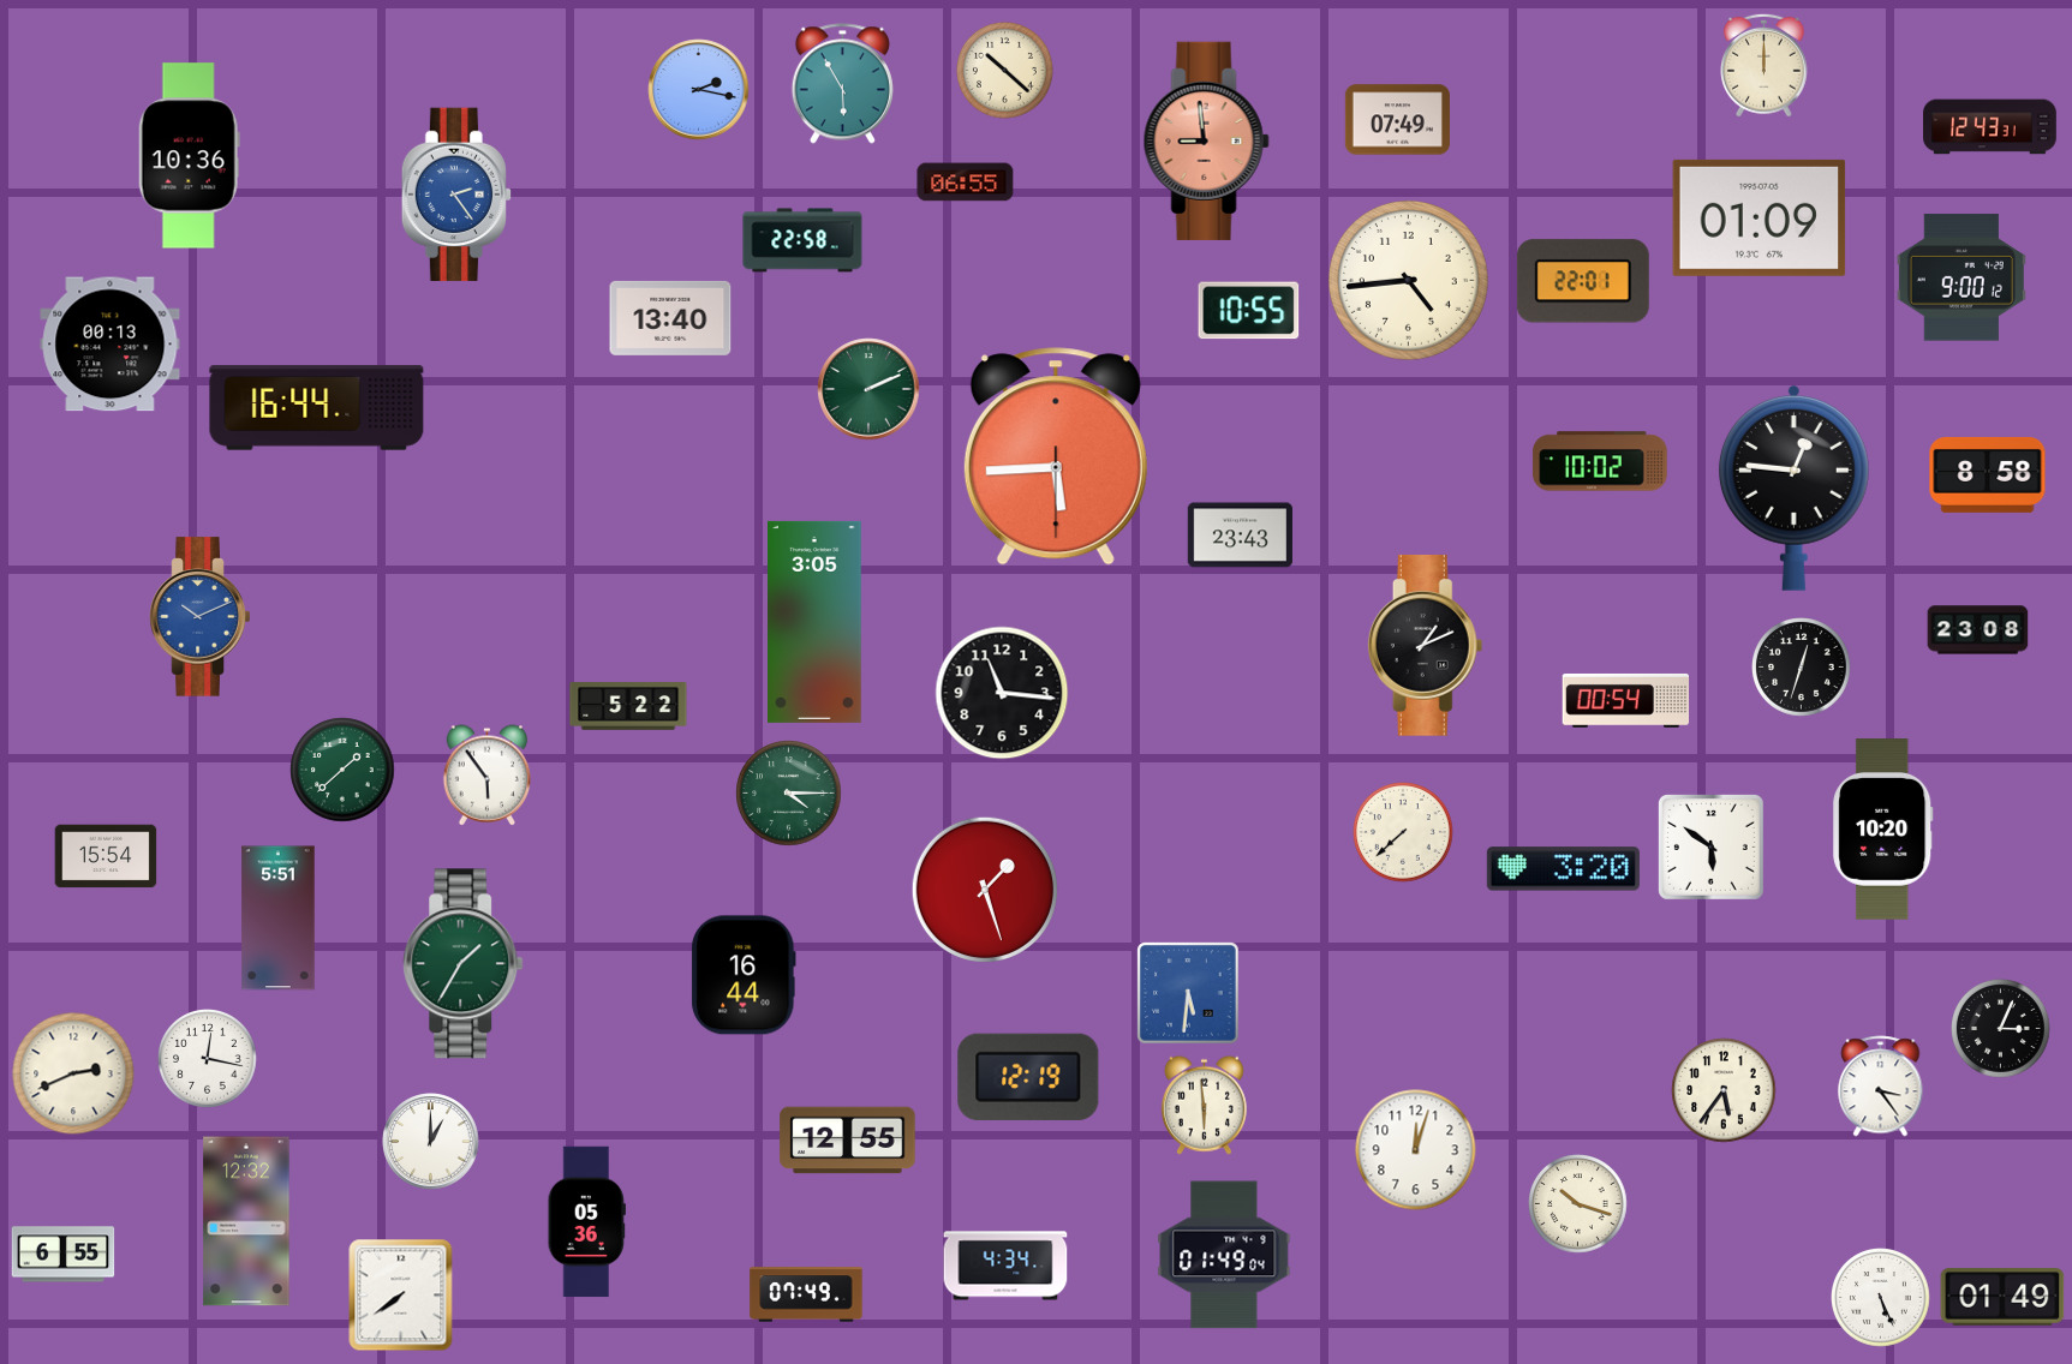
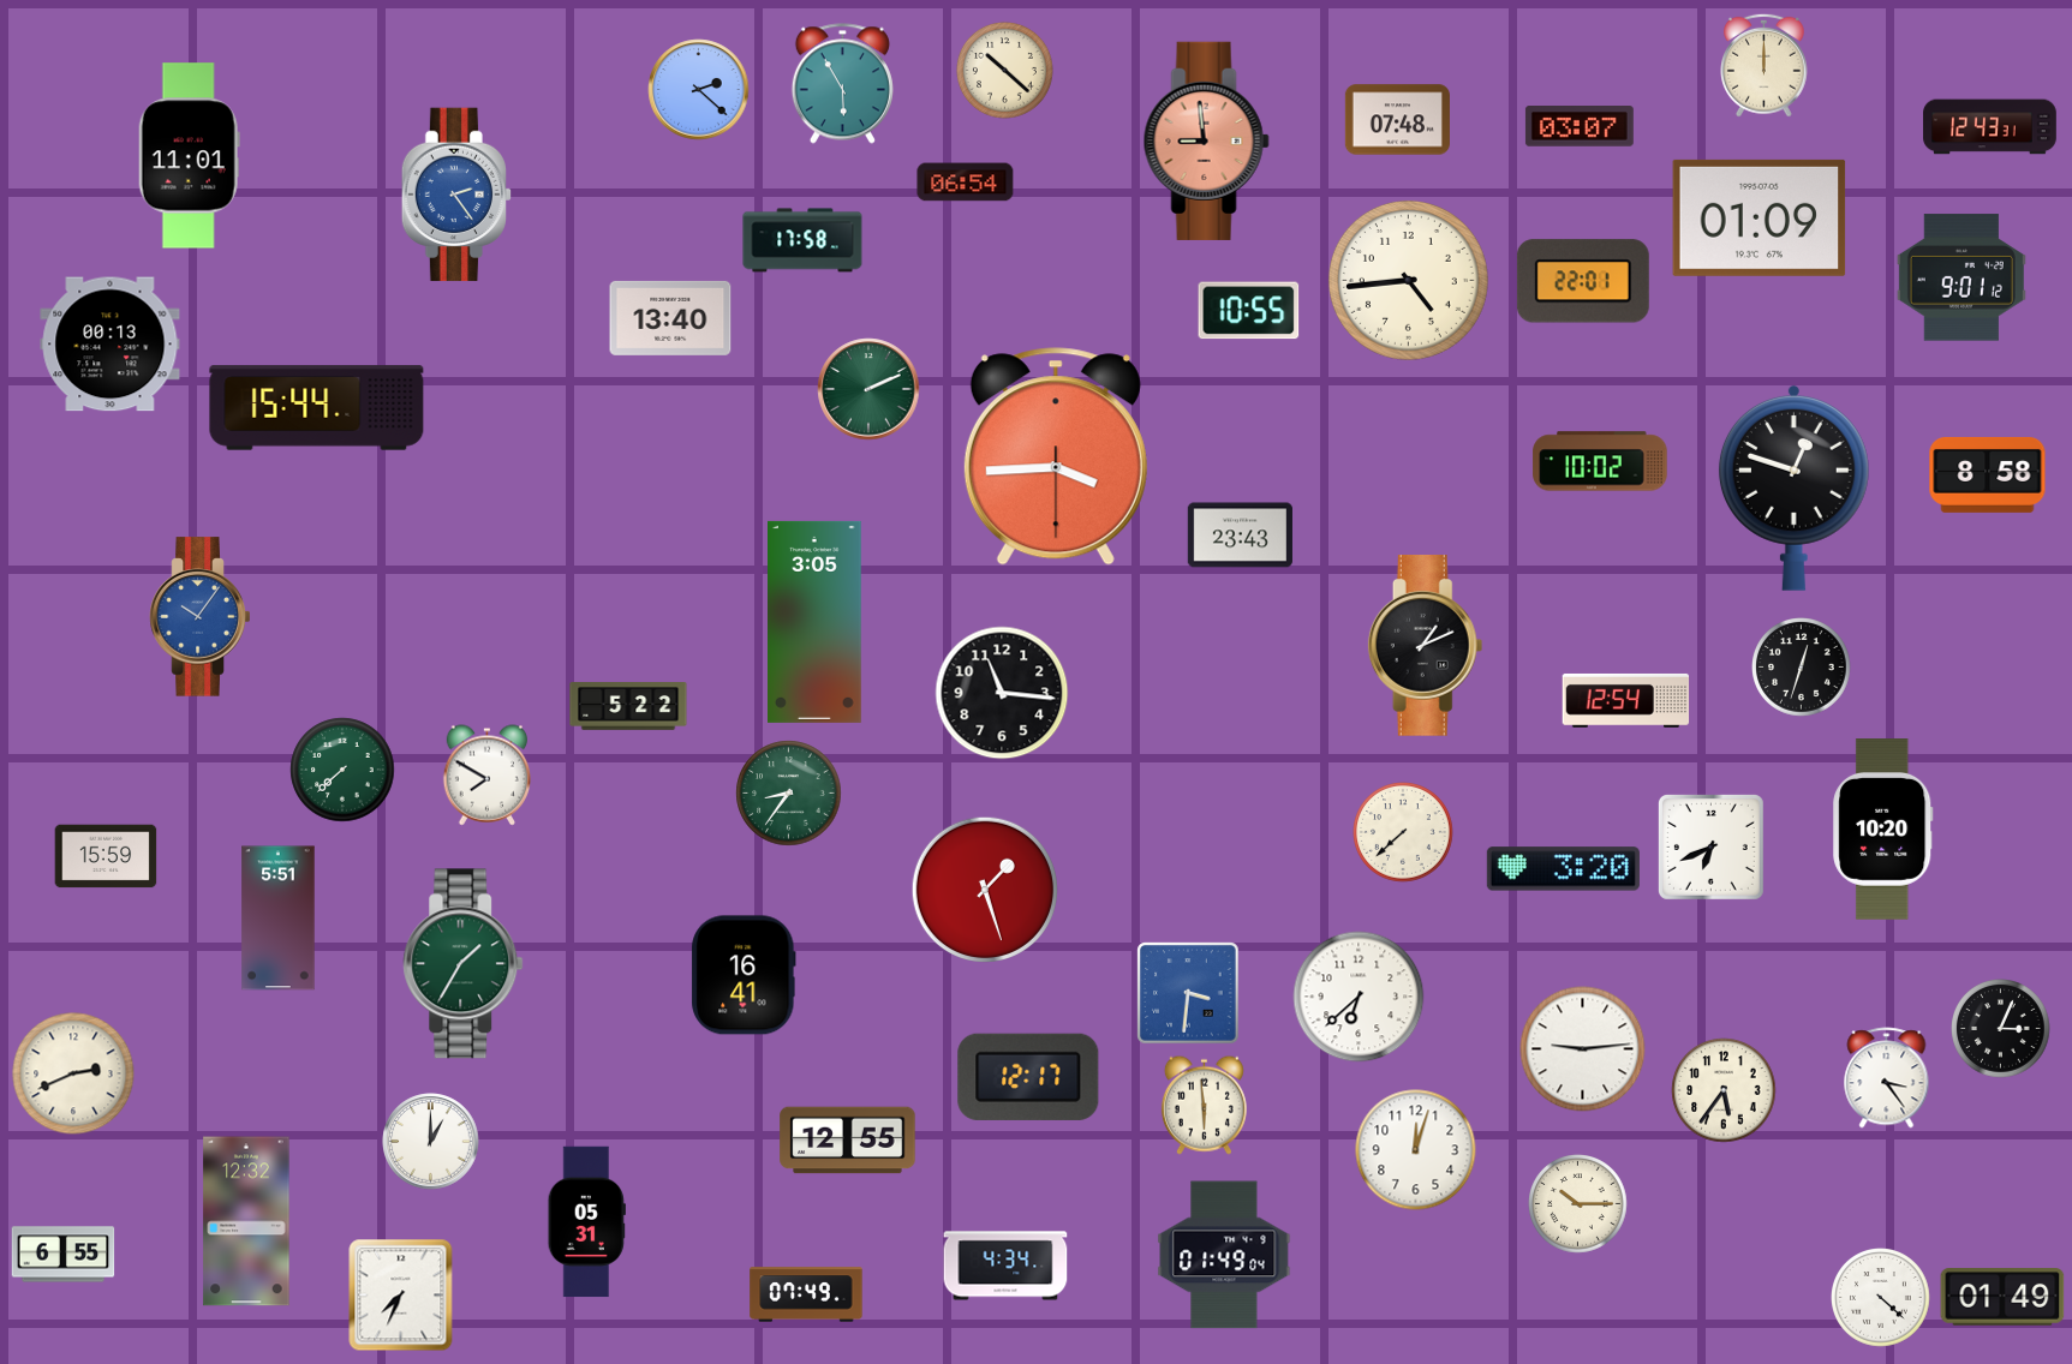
clock at (699, 90): 2:17 -> 2:22
clock at (1397, 120): 07:49 -> 07:48
clock at (1580, 126): none -> 03:07
clock at (189, 156): 10:36 -> 11:01
clock at (966, 183): 06:55 -> 06:54
clock at (802, 240): 22:58 -> 17:58
clock at (1961, 277): 9:00 -> 9:01
clock at (317, 408): 16:44 -> 15:44
clock at (1056, 456): 5:44 -> 3:44
clock at (1793, 487): 12:46 -> 12:48
clock at (201, 617): 10:11 -> 10:06
clock at (1978, 630): 23:08 -> none
clock at (1626, 700): 00:54 -> 12:54
clock at (342, 770): 1:38 -> 7:38
clock at (488, 776): 5:54 -> 7:50
clock at (789, 794): 4:15 -> 8:36
clock at (1710, 846): 5:51 -> 6:41
clock at (106, 856): 15:54 -> 15:59
clock at (744, 975): 16:44 -> 16:41
clock at (1188, 993): 5:31 -> 3:31
clock at (1359, 997): none -> 6:38
clock at (1583, 1049): none -> 9:14
clock at (208, 1059): 12:17 -> none
clock at (1028, 1077): 12:19 -> 12:17
clock at (1881, 1087) position: (1881, 1087) -> (1887, 1078)
clock at (1578, 1204): 10:18 -> 10:15
clock at (586, 1222): 05:36 -> 05:31
clock at (401, 1296): 7:39 -> 7:34
clock at (1881, 1298): 5:26 -> 4:22
